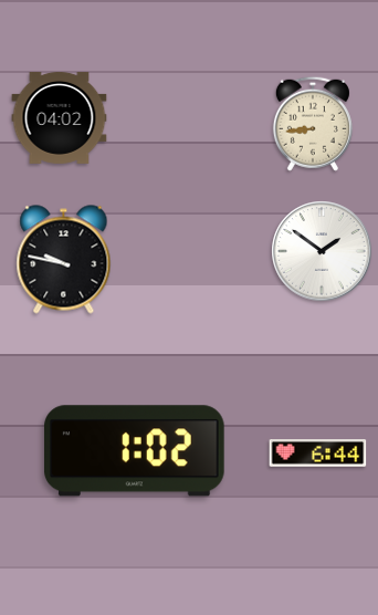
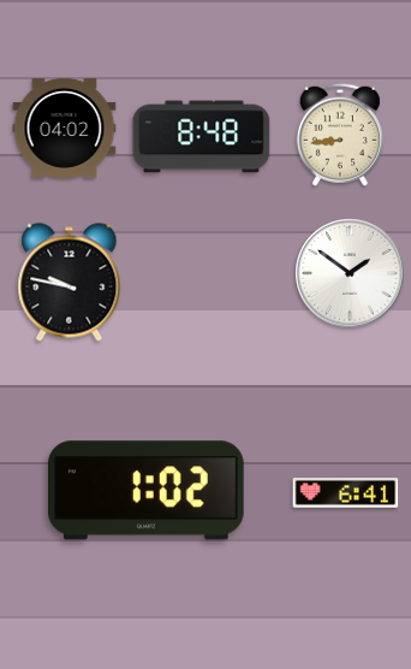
clock at (202, 137): none -> 8:48
clock at (318, 454): 6:44 -> 6:41
